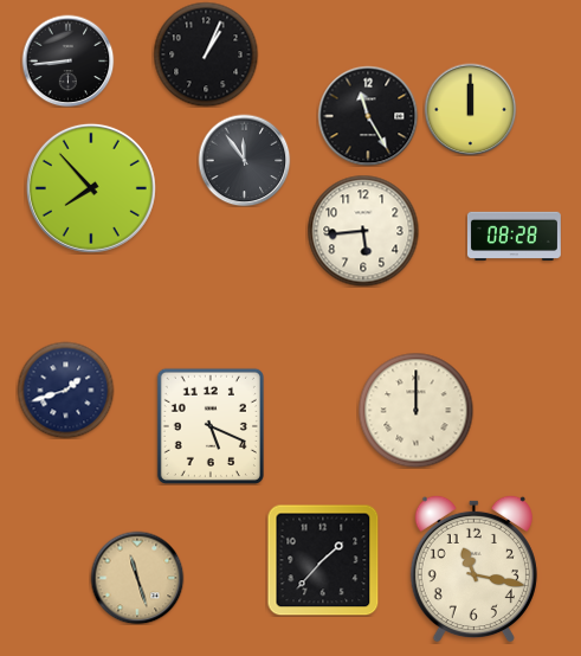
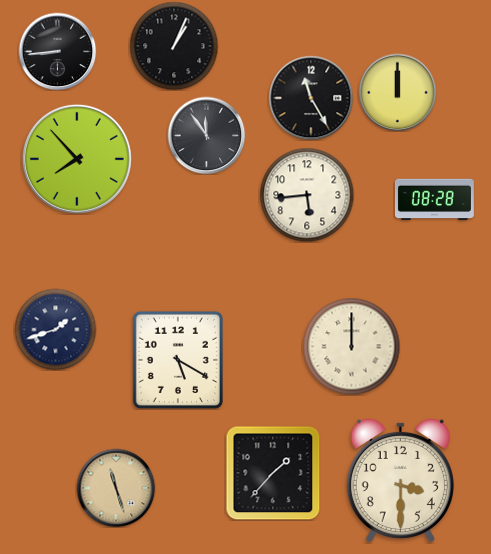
clock at (211, 426): 5:19 -> 5:20
clock at (473, 568): 11:17 -> 3:30
